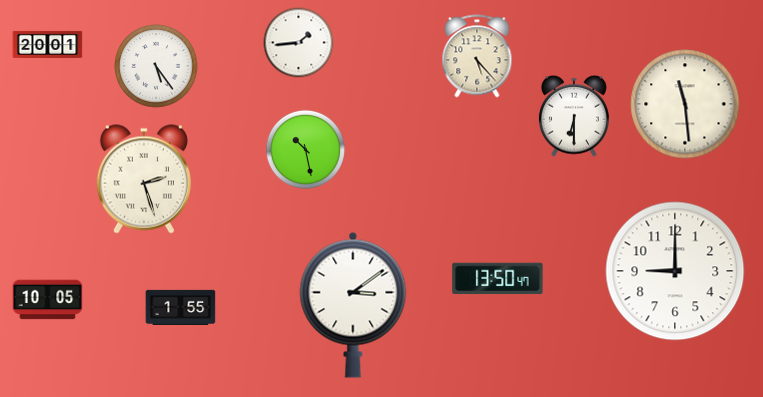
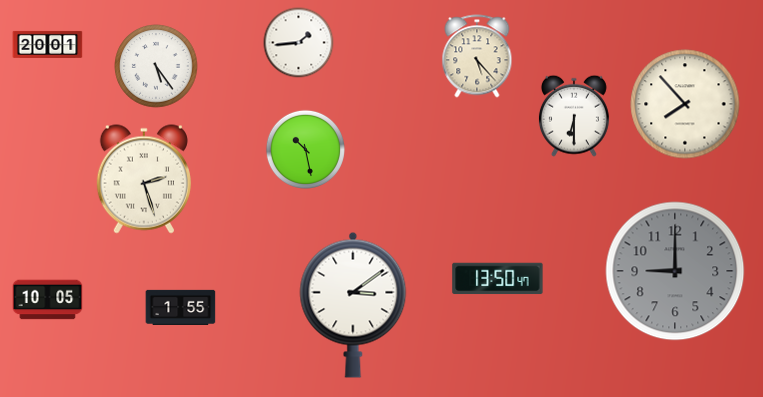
clock at (685, 104): 11:29 -> 7:53
clock at (675, 271) dial: white -> grey
